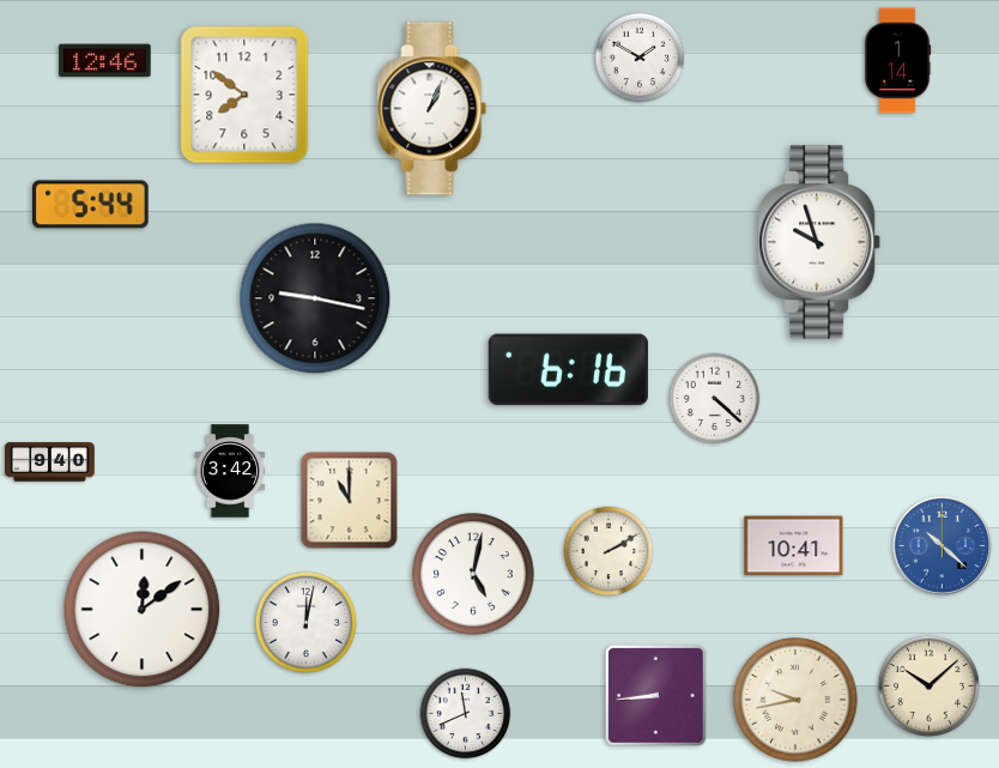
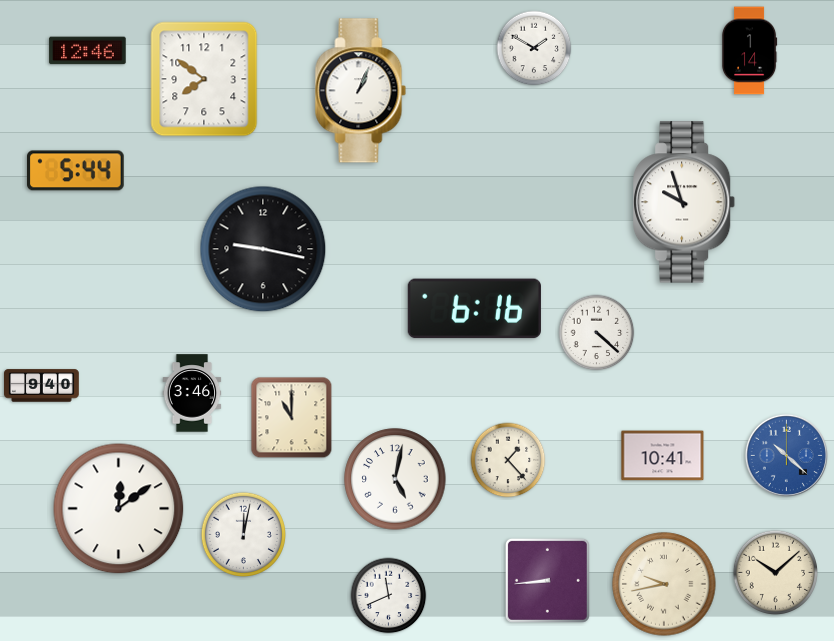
clock at (230, 471): 3:42 -> 3:46
clock at (609, 551): 2:10 -> 1:23
clock at (305, 622) position: (305, 622) -> (243, 534)
